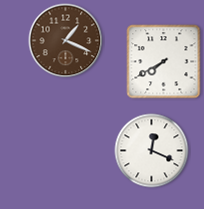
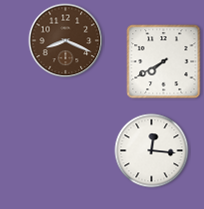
clock at (66, 41): 1:19 -> 8:19
clock at (152, 151): 12:19 -> 12:16
